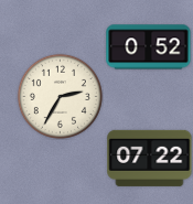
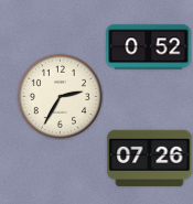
clock at (150, 158): 07:22 -> 07:26
